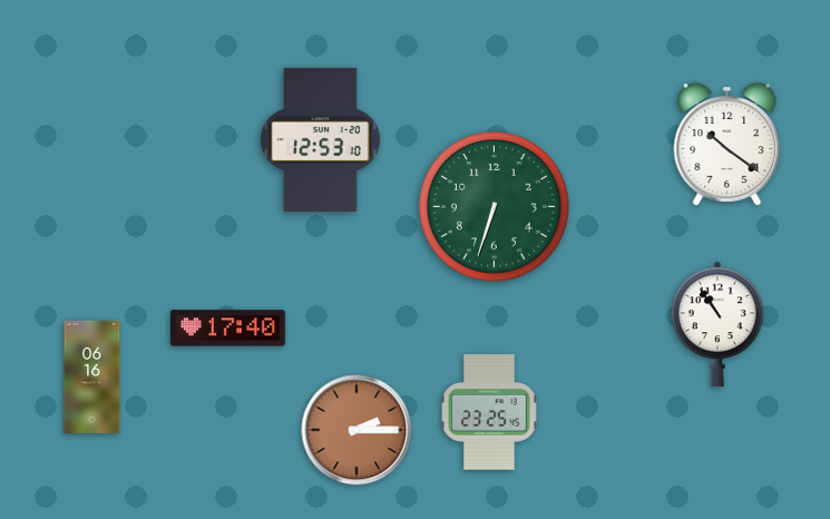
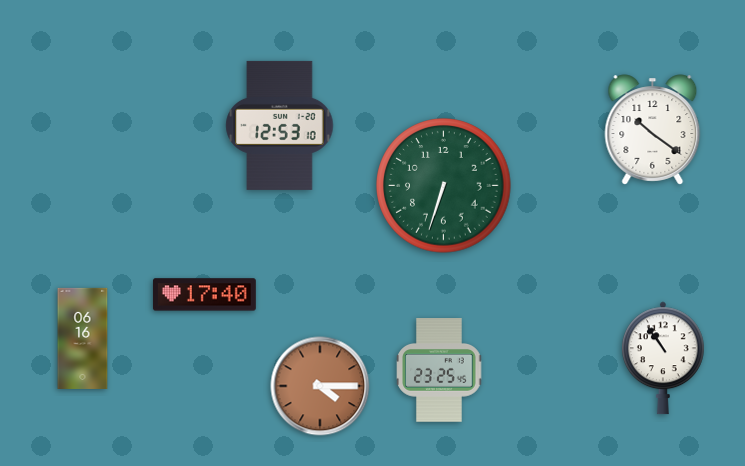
clock at (321, 139) position: (321, 139) -> (280, 125)
clock at (717, 324) position: (717, 324) -> (663, 358)
clock at (357, 430): 2:15 -> 4:15
